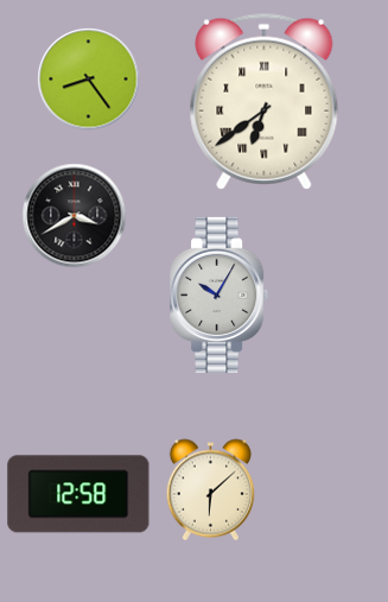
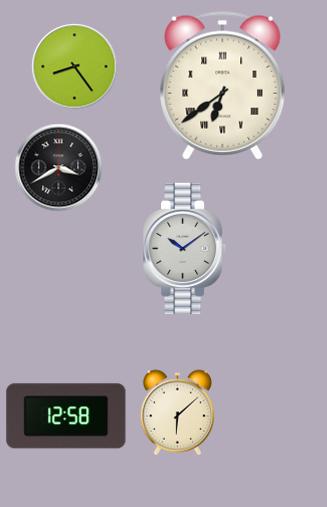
clock at (75, 216) position: (75, 216) -> (59, 168)
clock at (220, 294): 10:05 -> 10:09
